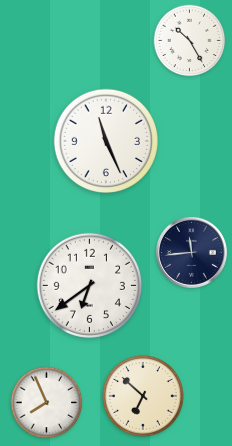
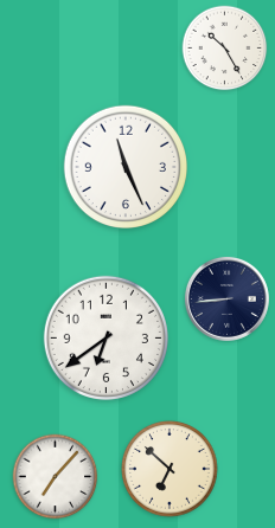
clock at (191, 252): 11:44 -> 8:44
clock at (47, 403): 7:56 -> 7:07
